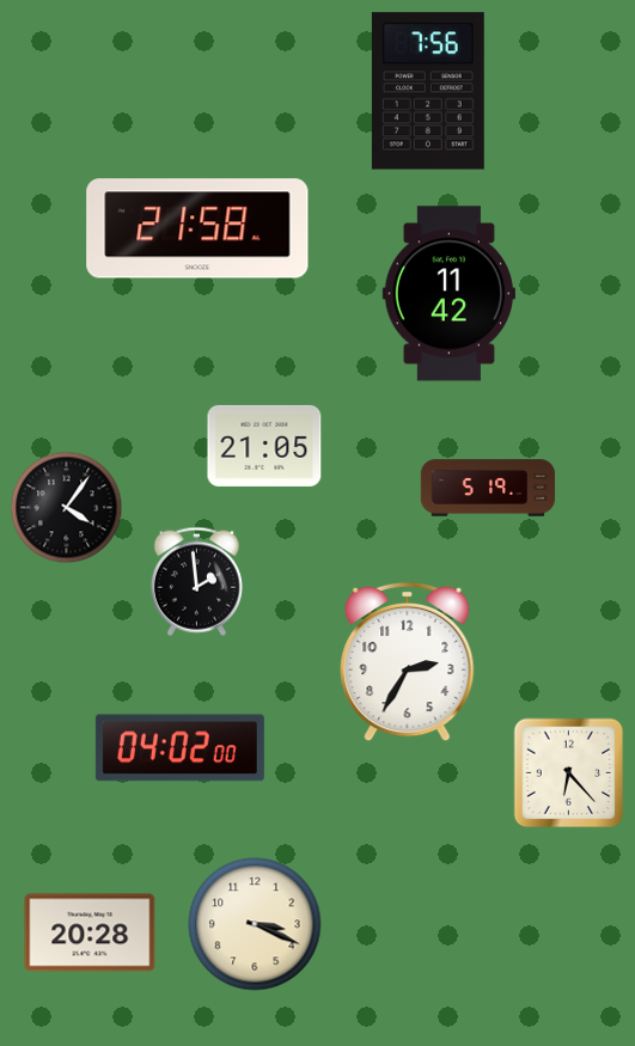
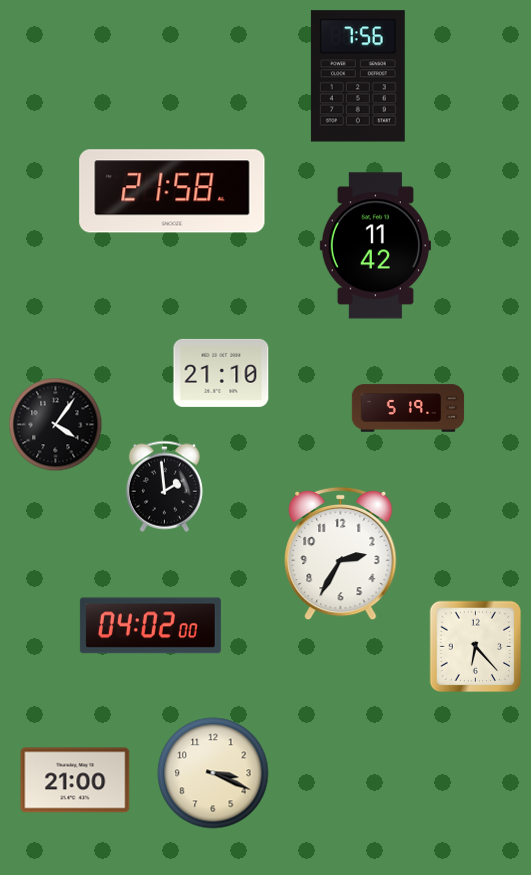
clock at (197, 228) position: (197, 228) -> (172, 191)
clock at (264, 446): 21:05 -> 21:10
clock at (90, 932): 20:28 -> 21:00
